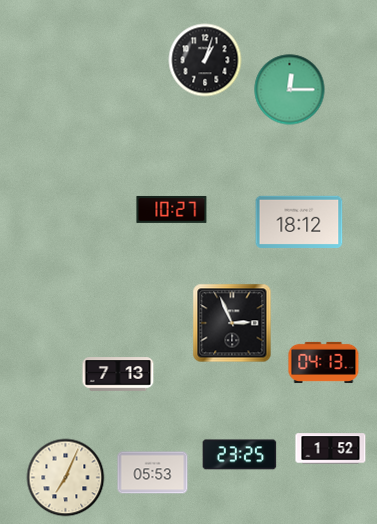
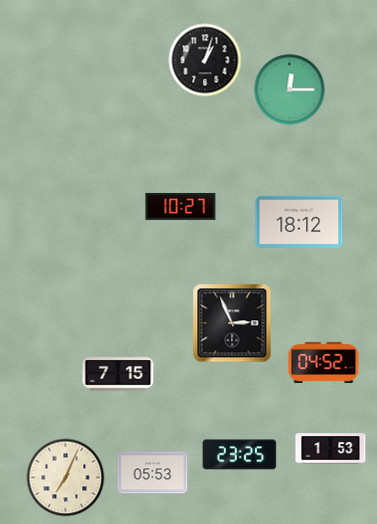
clock at (172, 209) position: (172, 209) -> (181, 206)
clock at (324, 362): 04:13 -> 04:52
clock at (118, 374): 7:13 -> 7:15
clock at (331, 449): 1:52 -> 1:53
